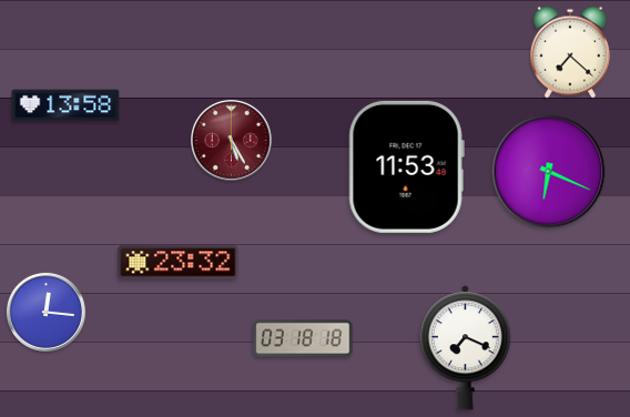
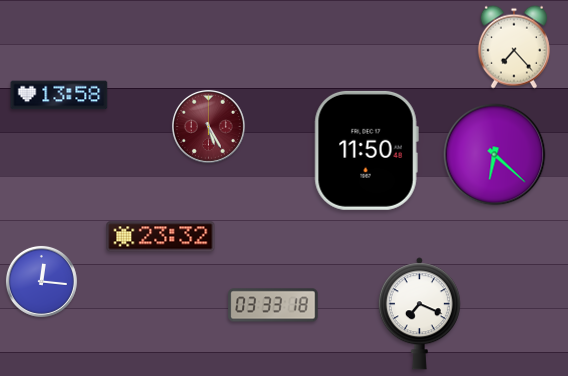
clock at (570, 52): 7:22 -> 7:23
clock at (406, 166): 11:53 -> 11:50
clock at (549, 172): 6:19 -> 6:22
clock at (303, 338): 03:18 -> 03:33
